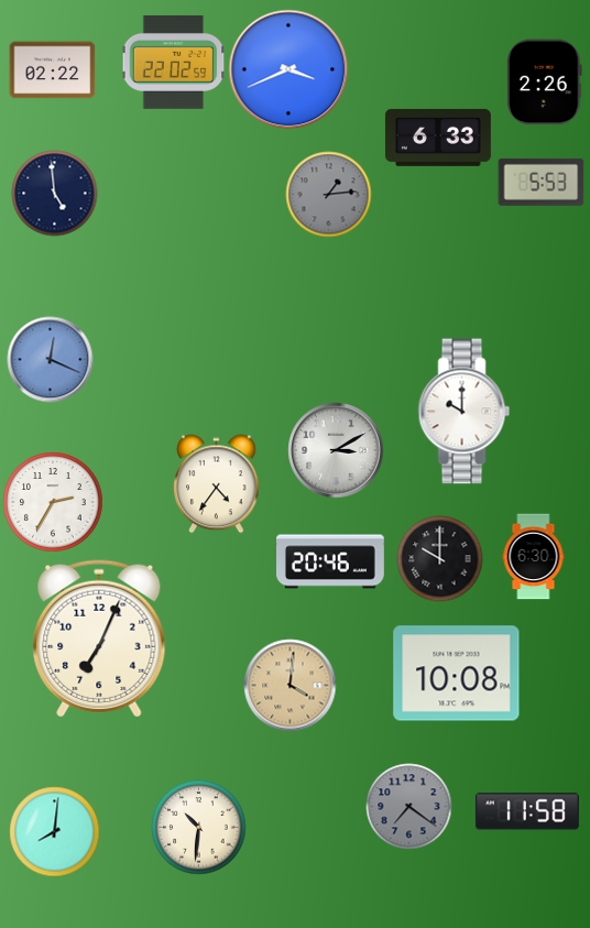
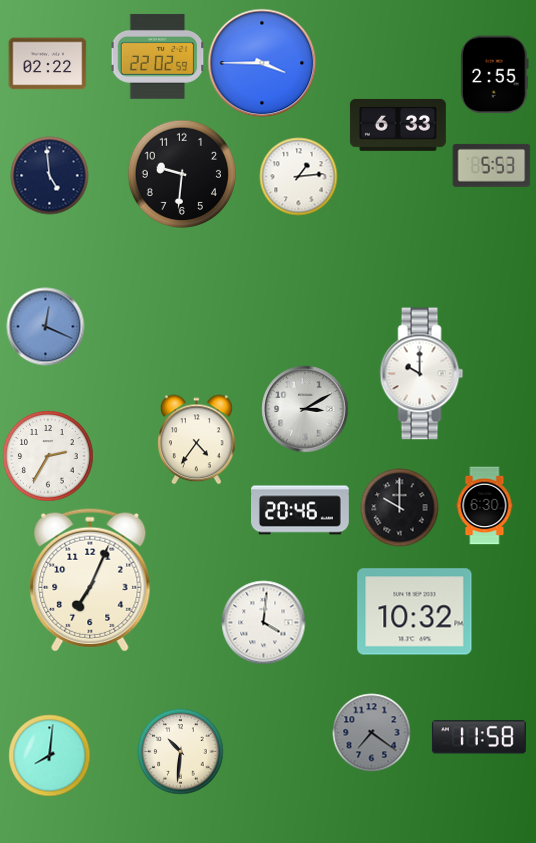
clock at (288, 69): 3:41 -> 3:45
clock at (545, 81): 2:26 -> 2:55
clock at (181, 173): none -> 9:31
clock at (328, 194) dial: grey -> white
clock at (457, 674): 10:08 -> 10:32
clock at (289, 685) dial: champagne -> white
